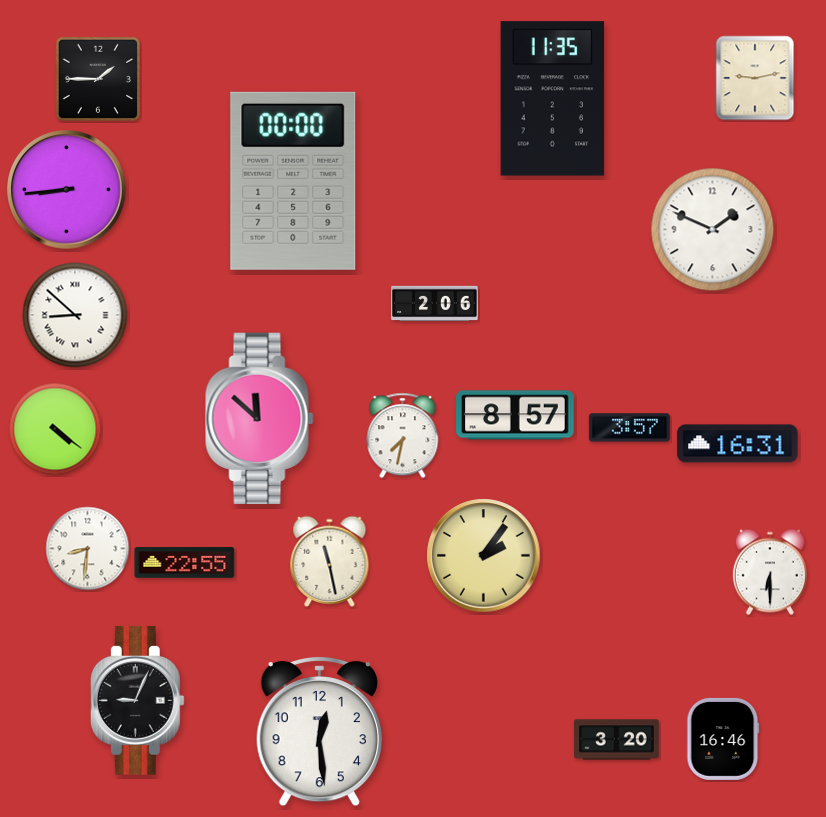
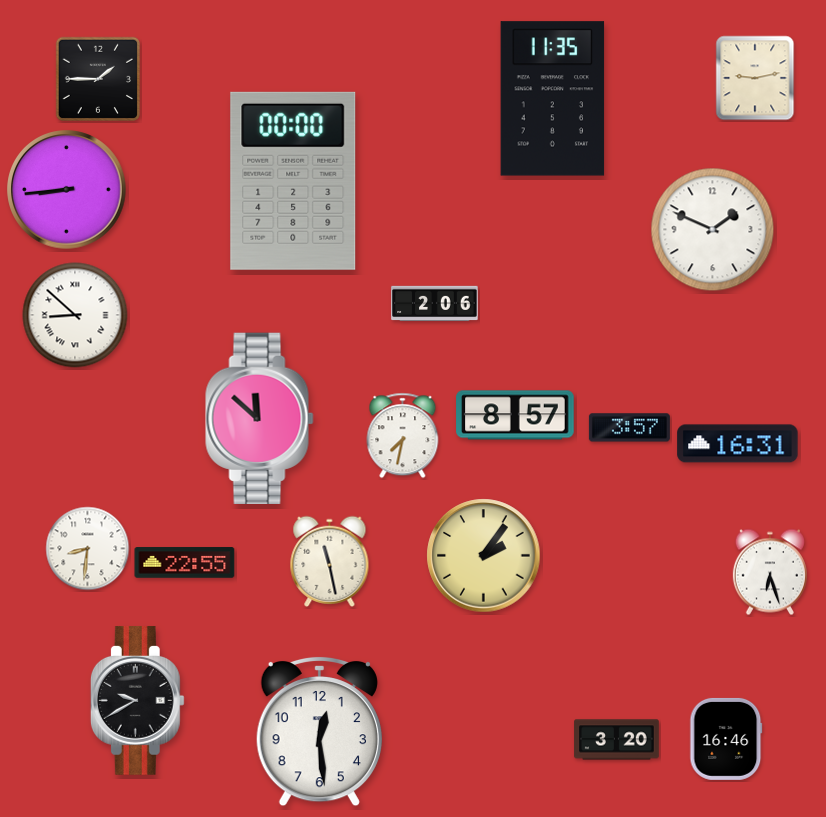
clock at (55, 429): 4:21 -> none
clock at (770, 572): 6:30 -> 6:27
clock at (137, 701): 9:04 -> 9:40
clock at (723, 739) position: (723, 739) -> (726, 739)
